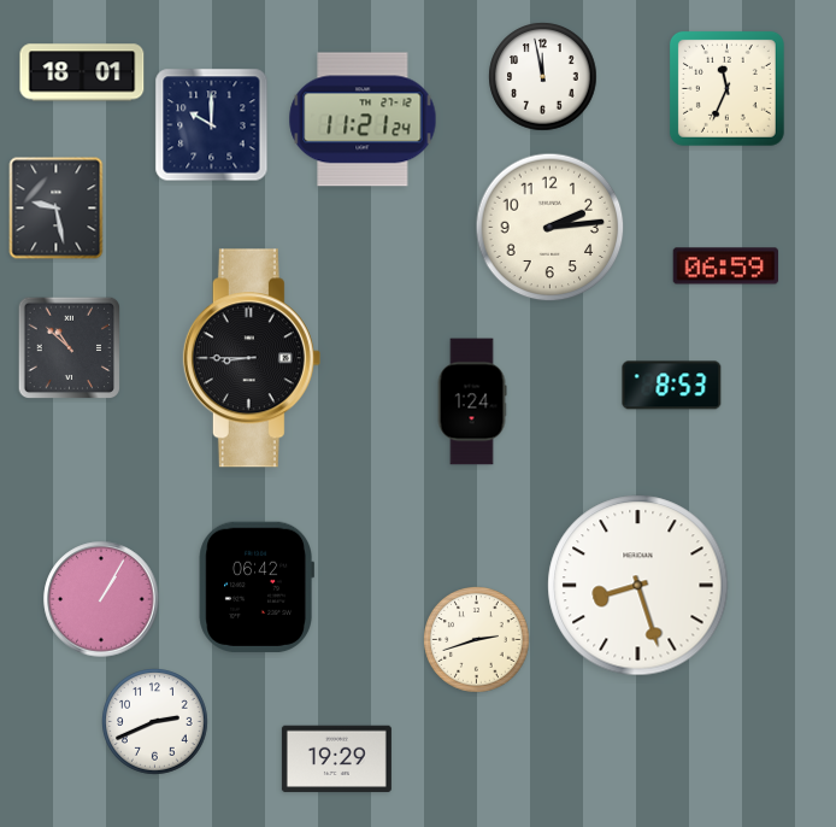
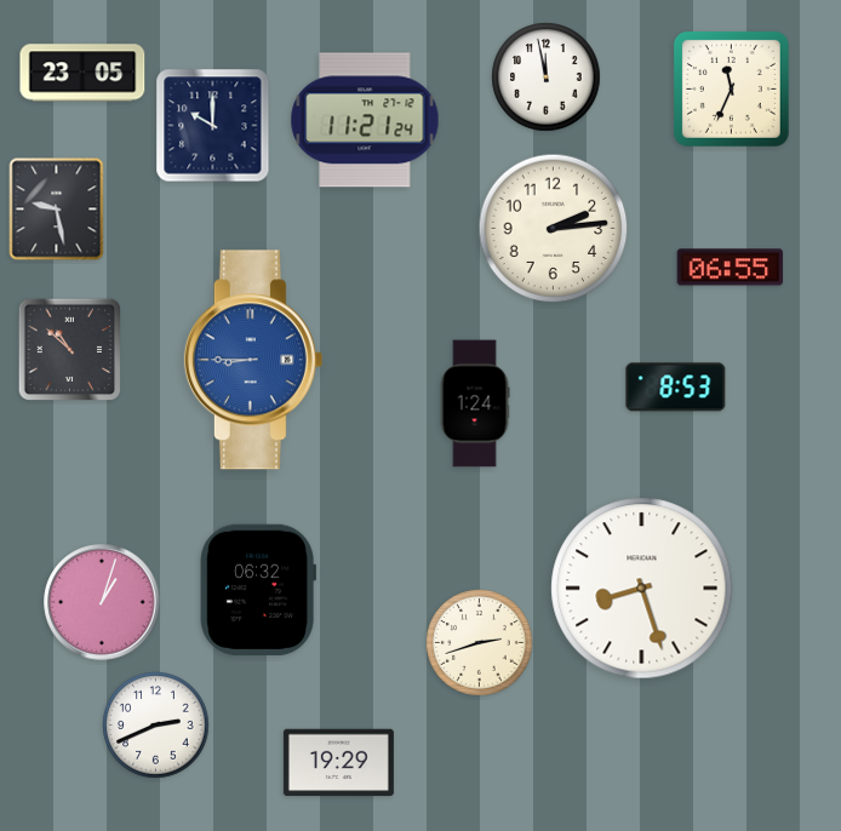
clock at (82, 72): 18:01 -> 23:05
clock at (726, 266): 06:59 -> 06:55
clock at (252, 358) dial: black -> blue
clock at (255, 587): 06:42 -> 06:32
clock at (101, 599): 1:05 -> 1:03
